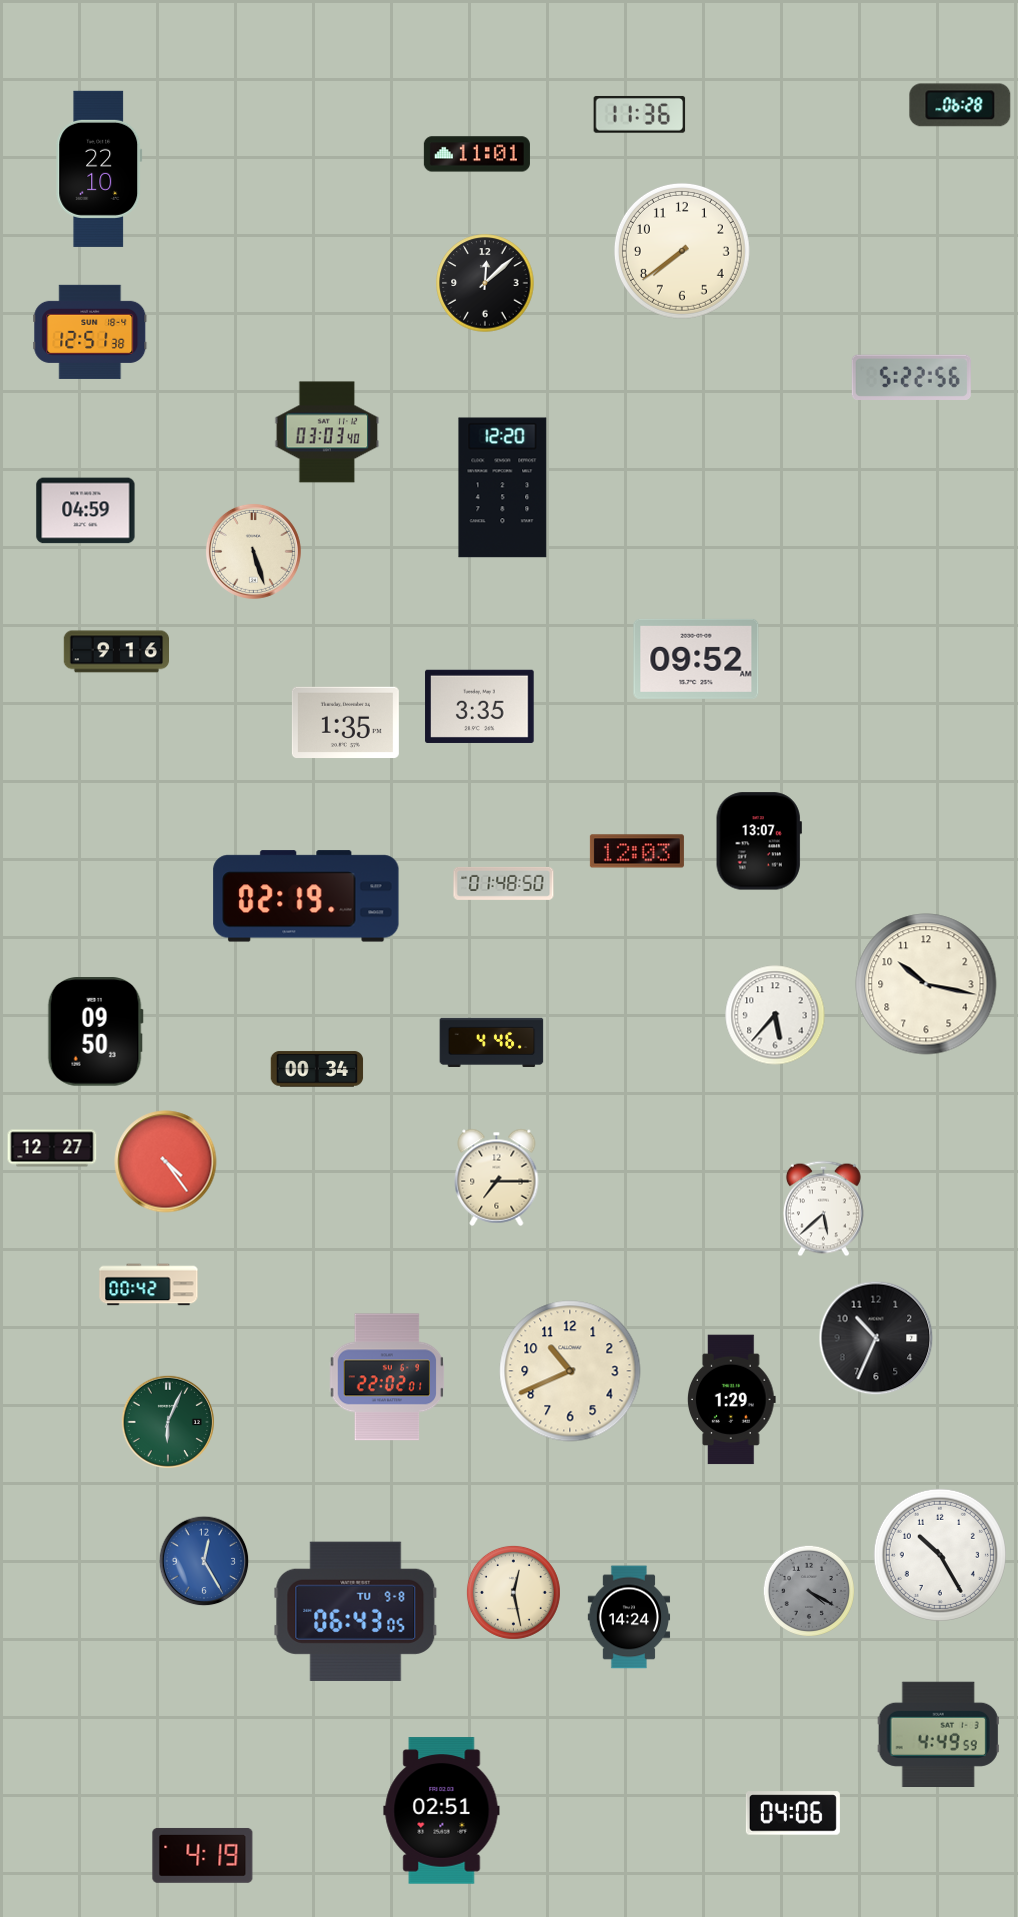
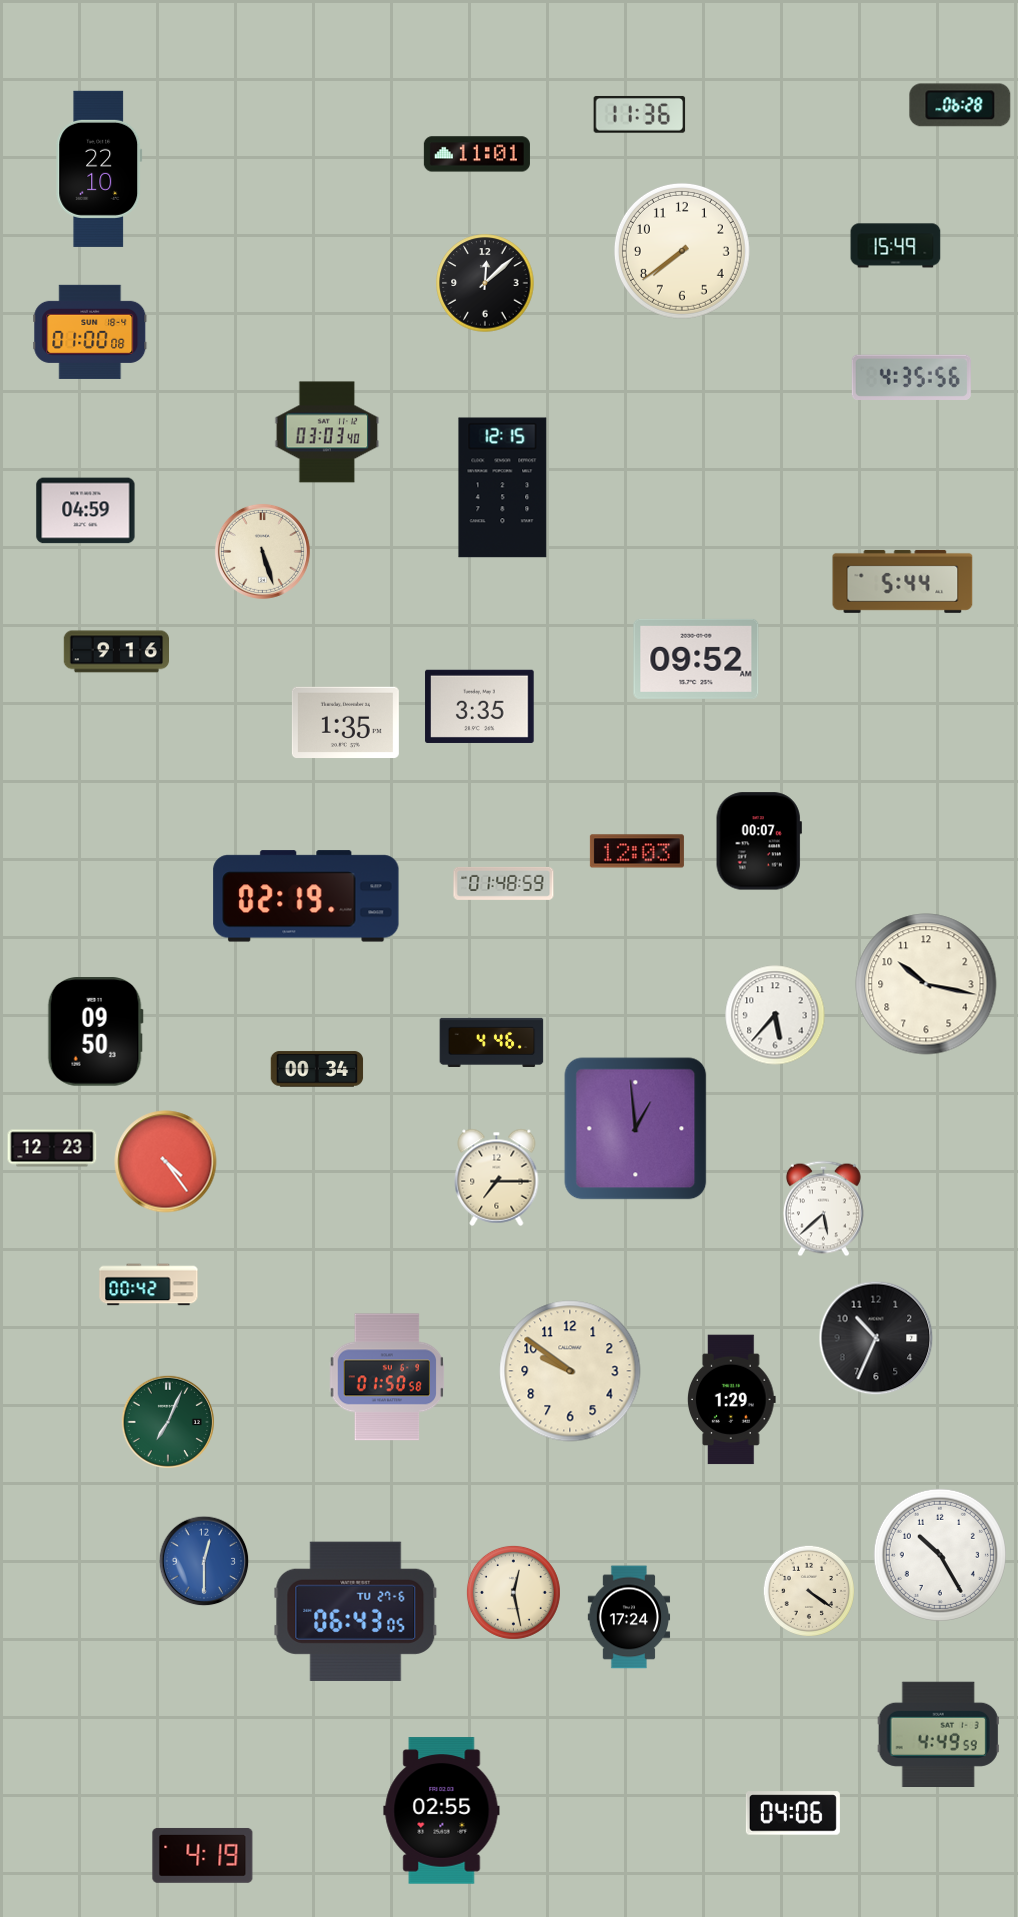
clock at (896, 246): none -> 15:49
clock at (90, 332): 12:51 -> 01:00
clock at (911, 377): 5:22 -> 4:35
clock at (503, 488): 12:20 -> 12:15
clock at (253, 551) position: (253, 551) -> (262, 551)
clock at (903, 581): none -> 5:44
clock at (759, 841): 13:07 -> 00:07
clock at (504, 883): 01:48:50 -> 01:48:59
clock at (636, 1129): none -> 12:59
clock at (52, 1148): 12:27 -> 12:23
clock at (570, 1371): 10:41 -> 9:51
clock at (387, 1377): 22:02 -> 01:50
clock at (168, 1422): 6:04 -> 7:04
clock at (204, 1561): 12:25 -> 12:30
clock at (808, 1590): 4:20 -> 4:21
clock at (808, 1590) dial: grey -> cream
clock at (356, 1611) date: TU 9-8 -> TU 27-6
clock at (629, 1617): 14:24 -> 17:24
clock at (442, 1811): 02:51 -> 02:55
